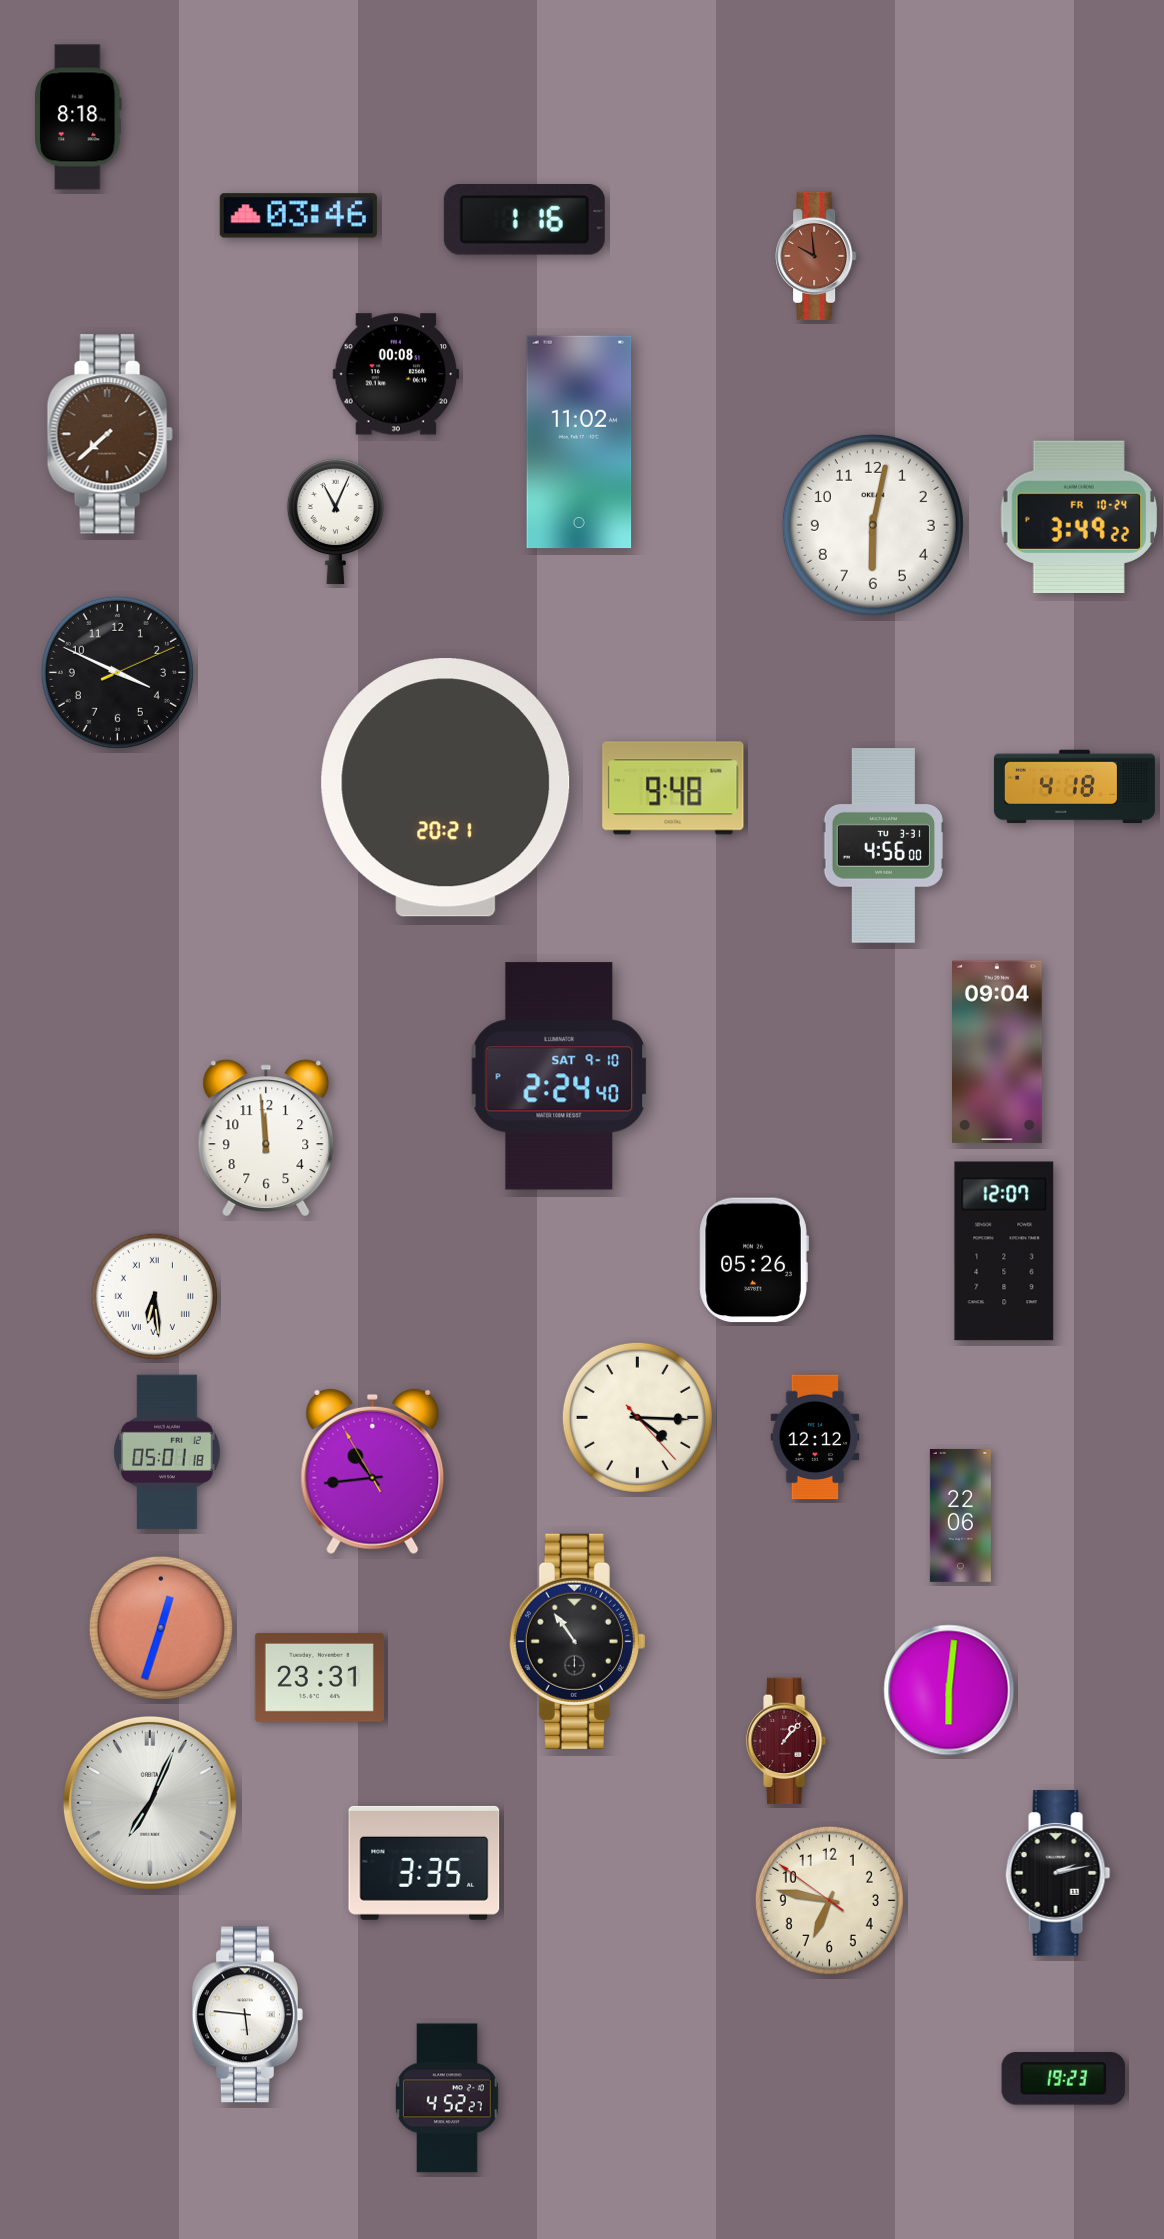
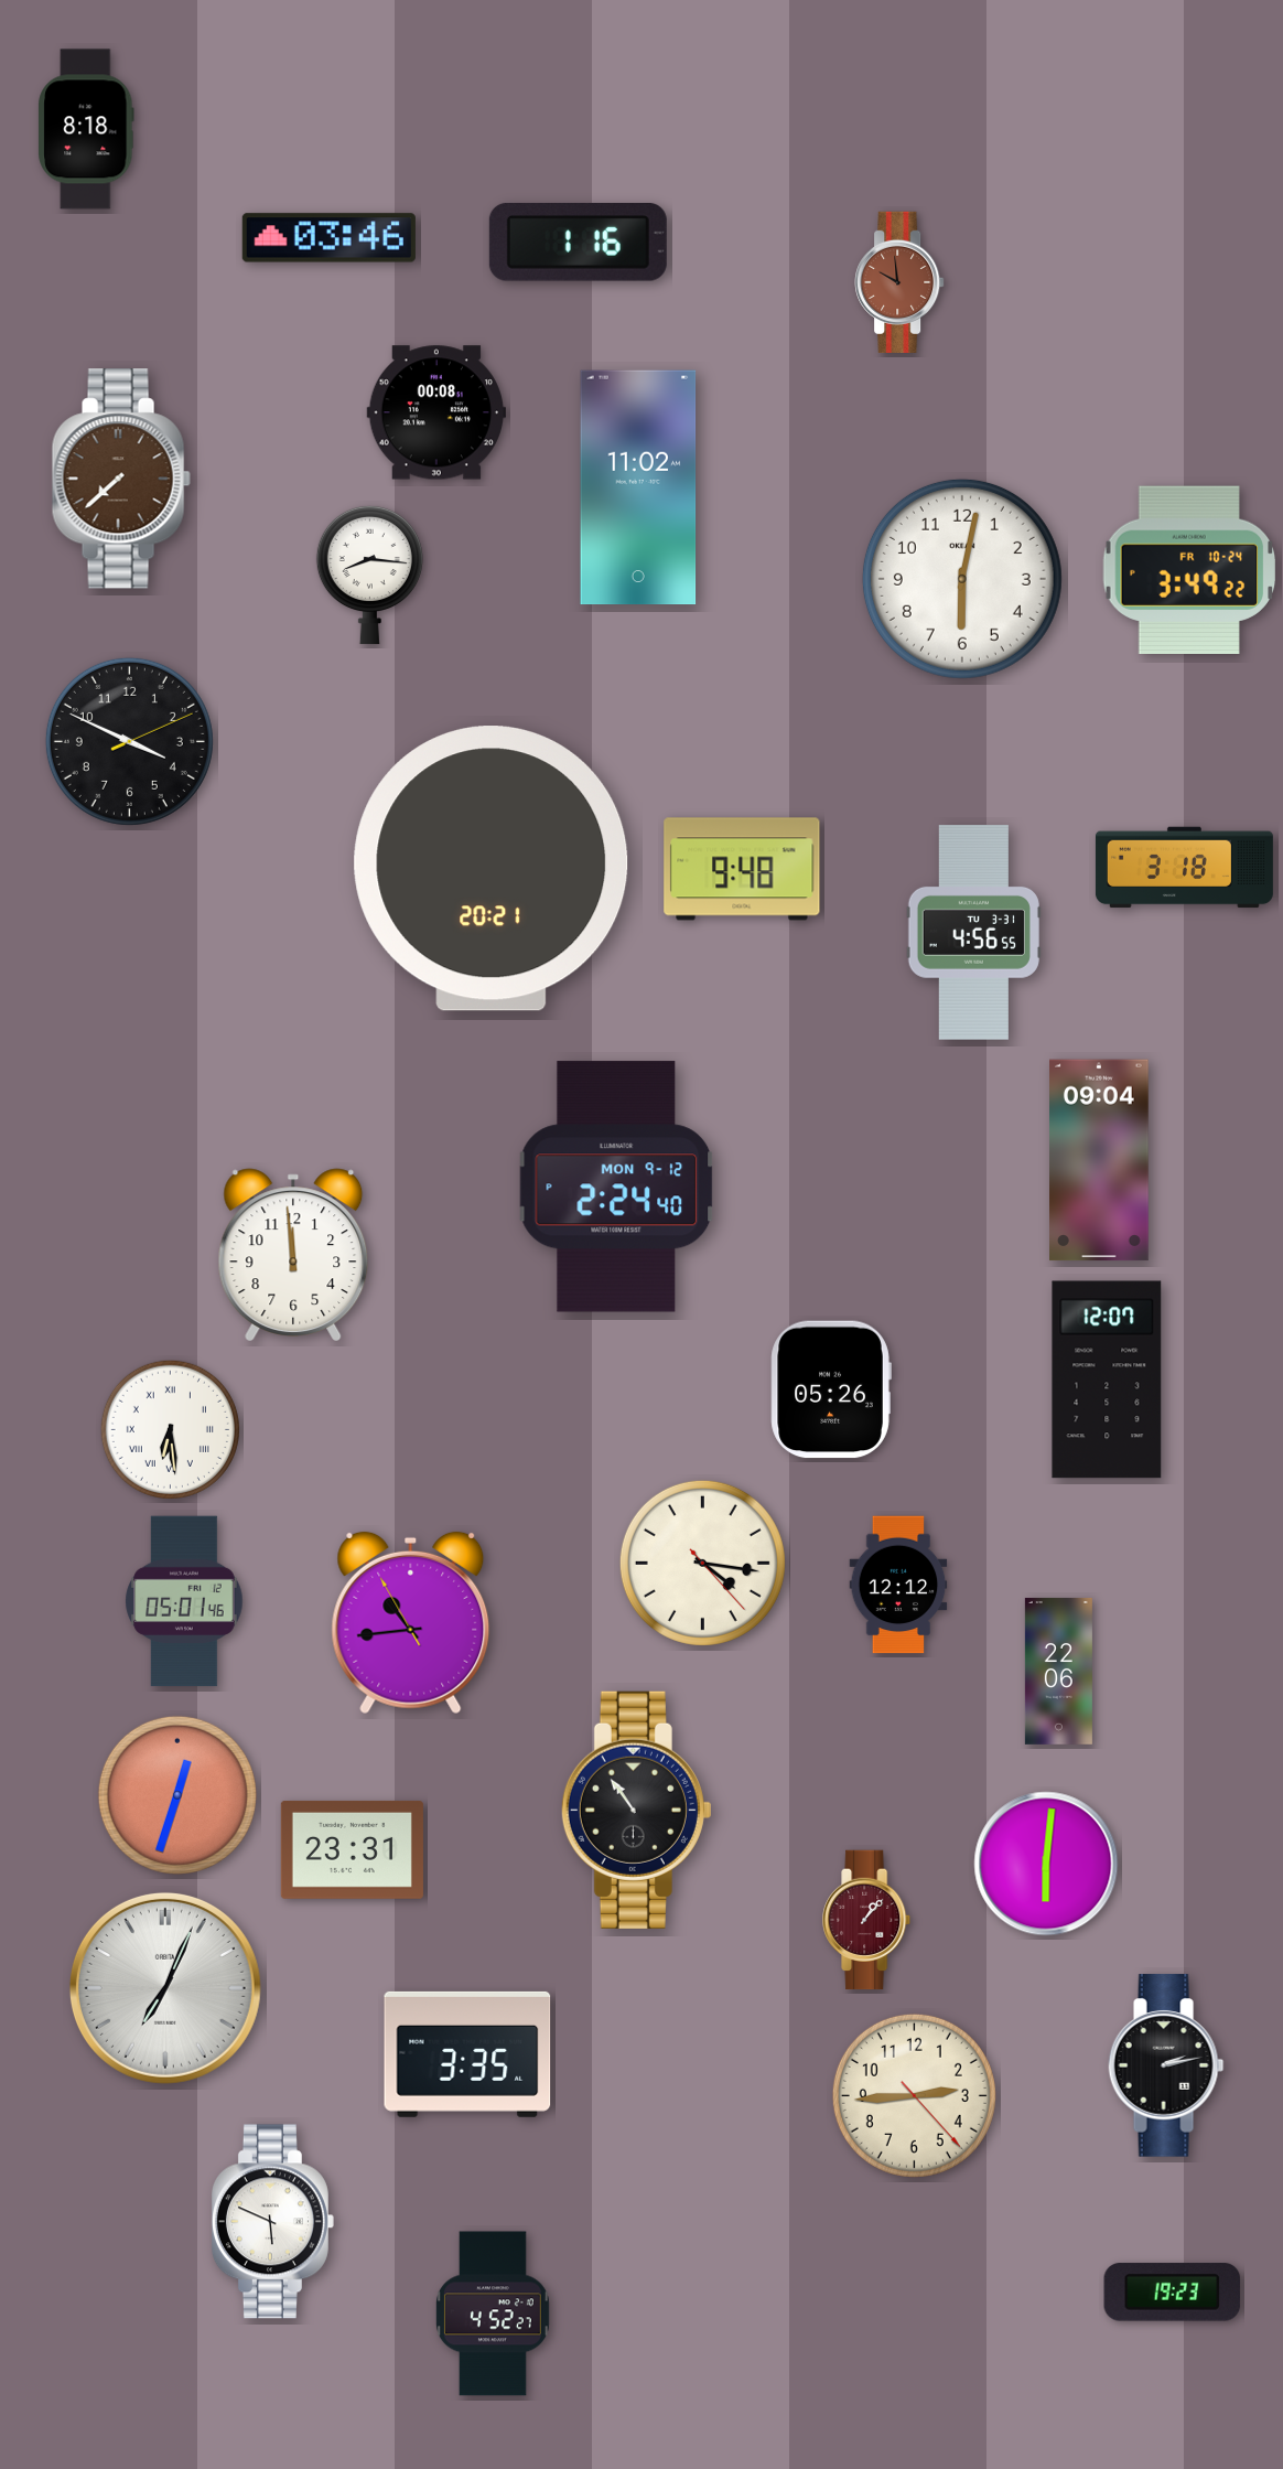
clock at (335, 521): 11:04 -> 8:16
clock at (1074, 787): 4:18 -> 3:18
clock at (883, 846): 4:56:00 -> 4:56:55
clock at (559, 1076) date: SAT 9-10 -> MON 9-12
clock at (637, 1417): 4:15 -> 4:16
clock at (167, 1452): 05:01:18 -> 05:01:46
clock at (829, 1900): 6:46 -> 2:44
clock at (247, 2015): 5:46 -> 5:49
